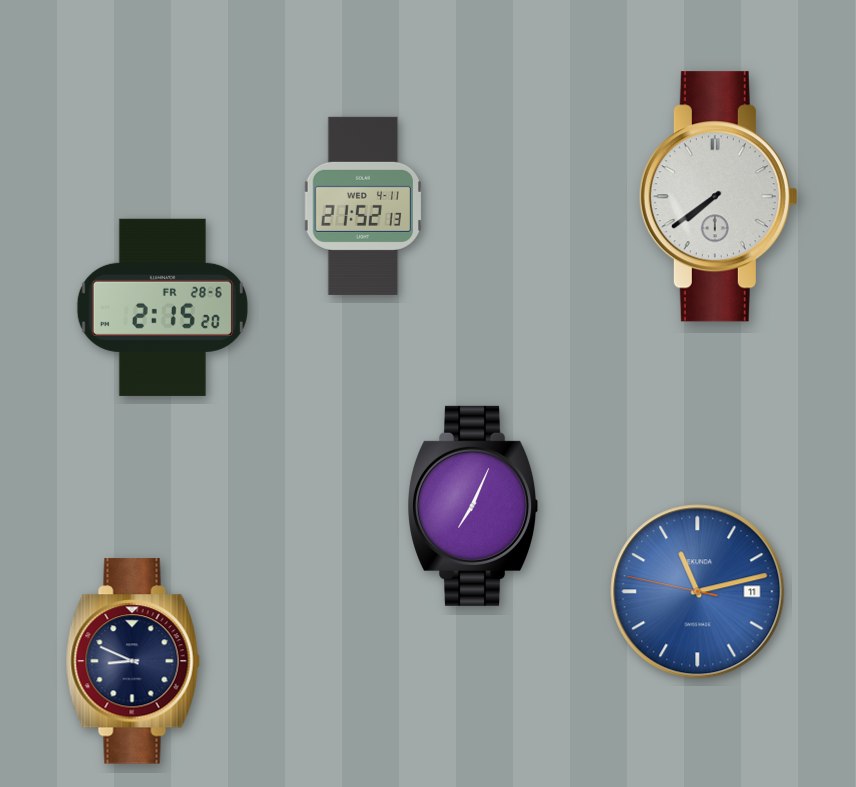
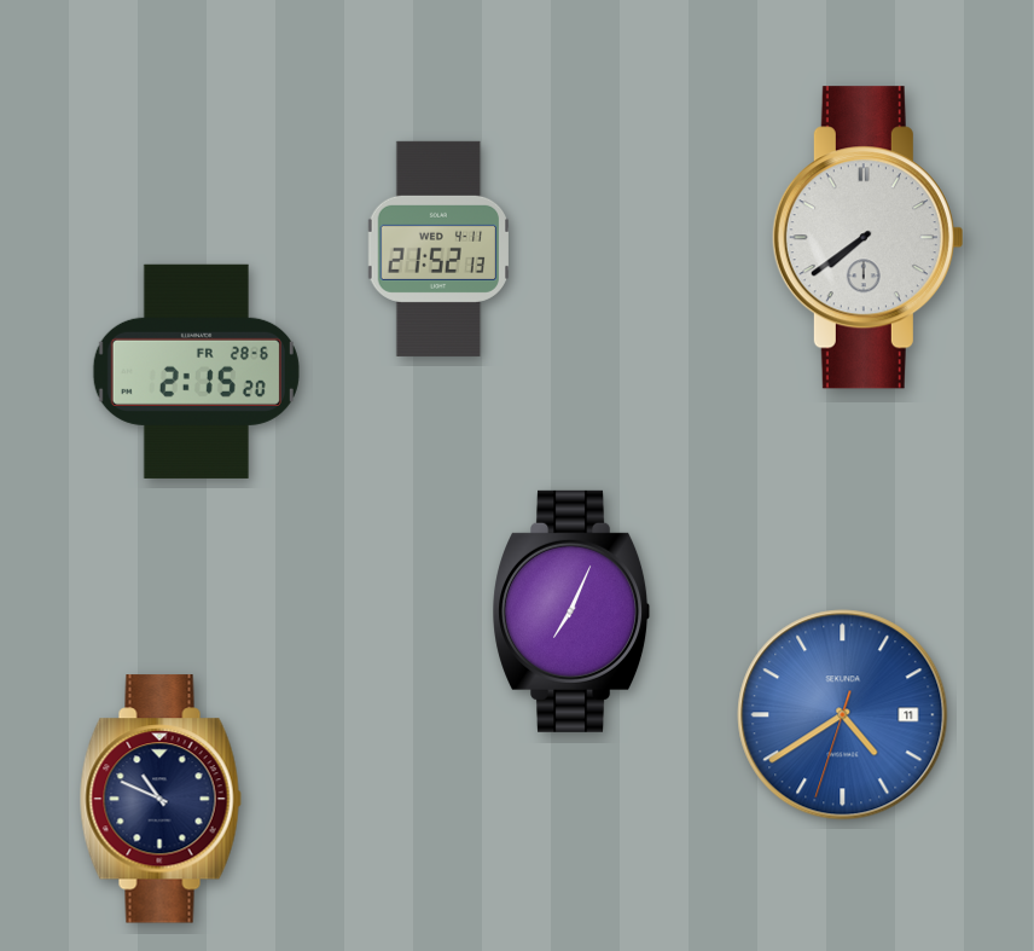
clock at (698, 592): 11:12 -> 4:39
clock at (133, 661): 8:49 -> 10:49
